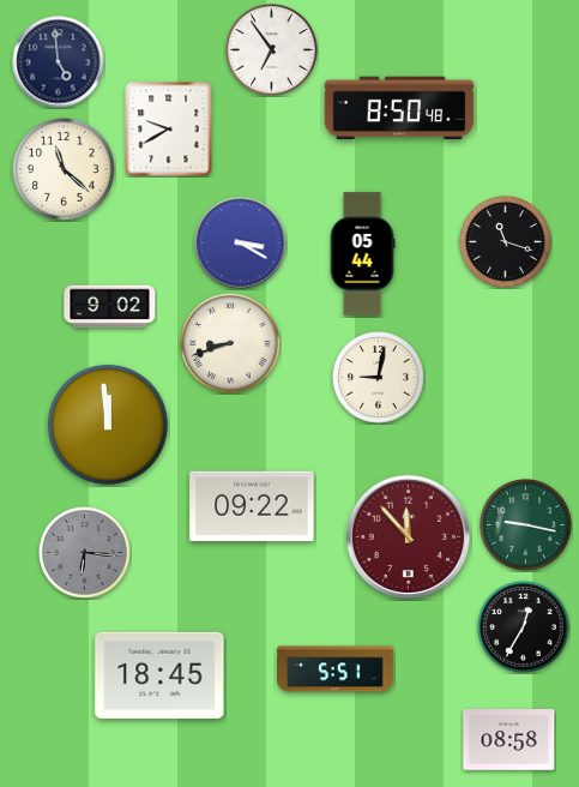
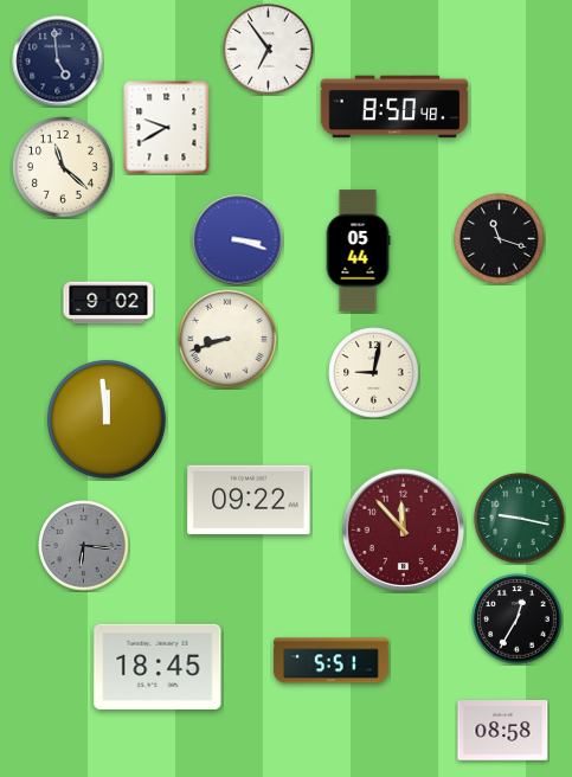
clock at (241, 244): 3:20 -> 3:18
